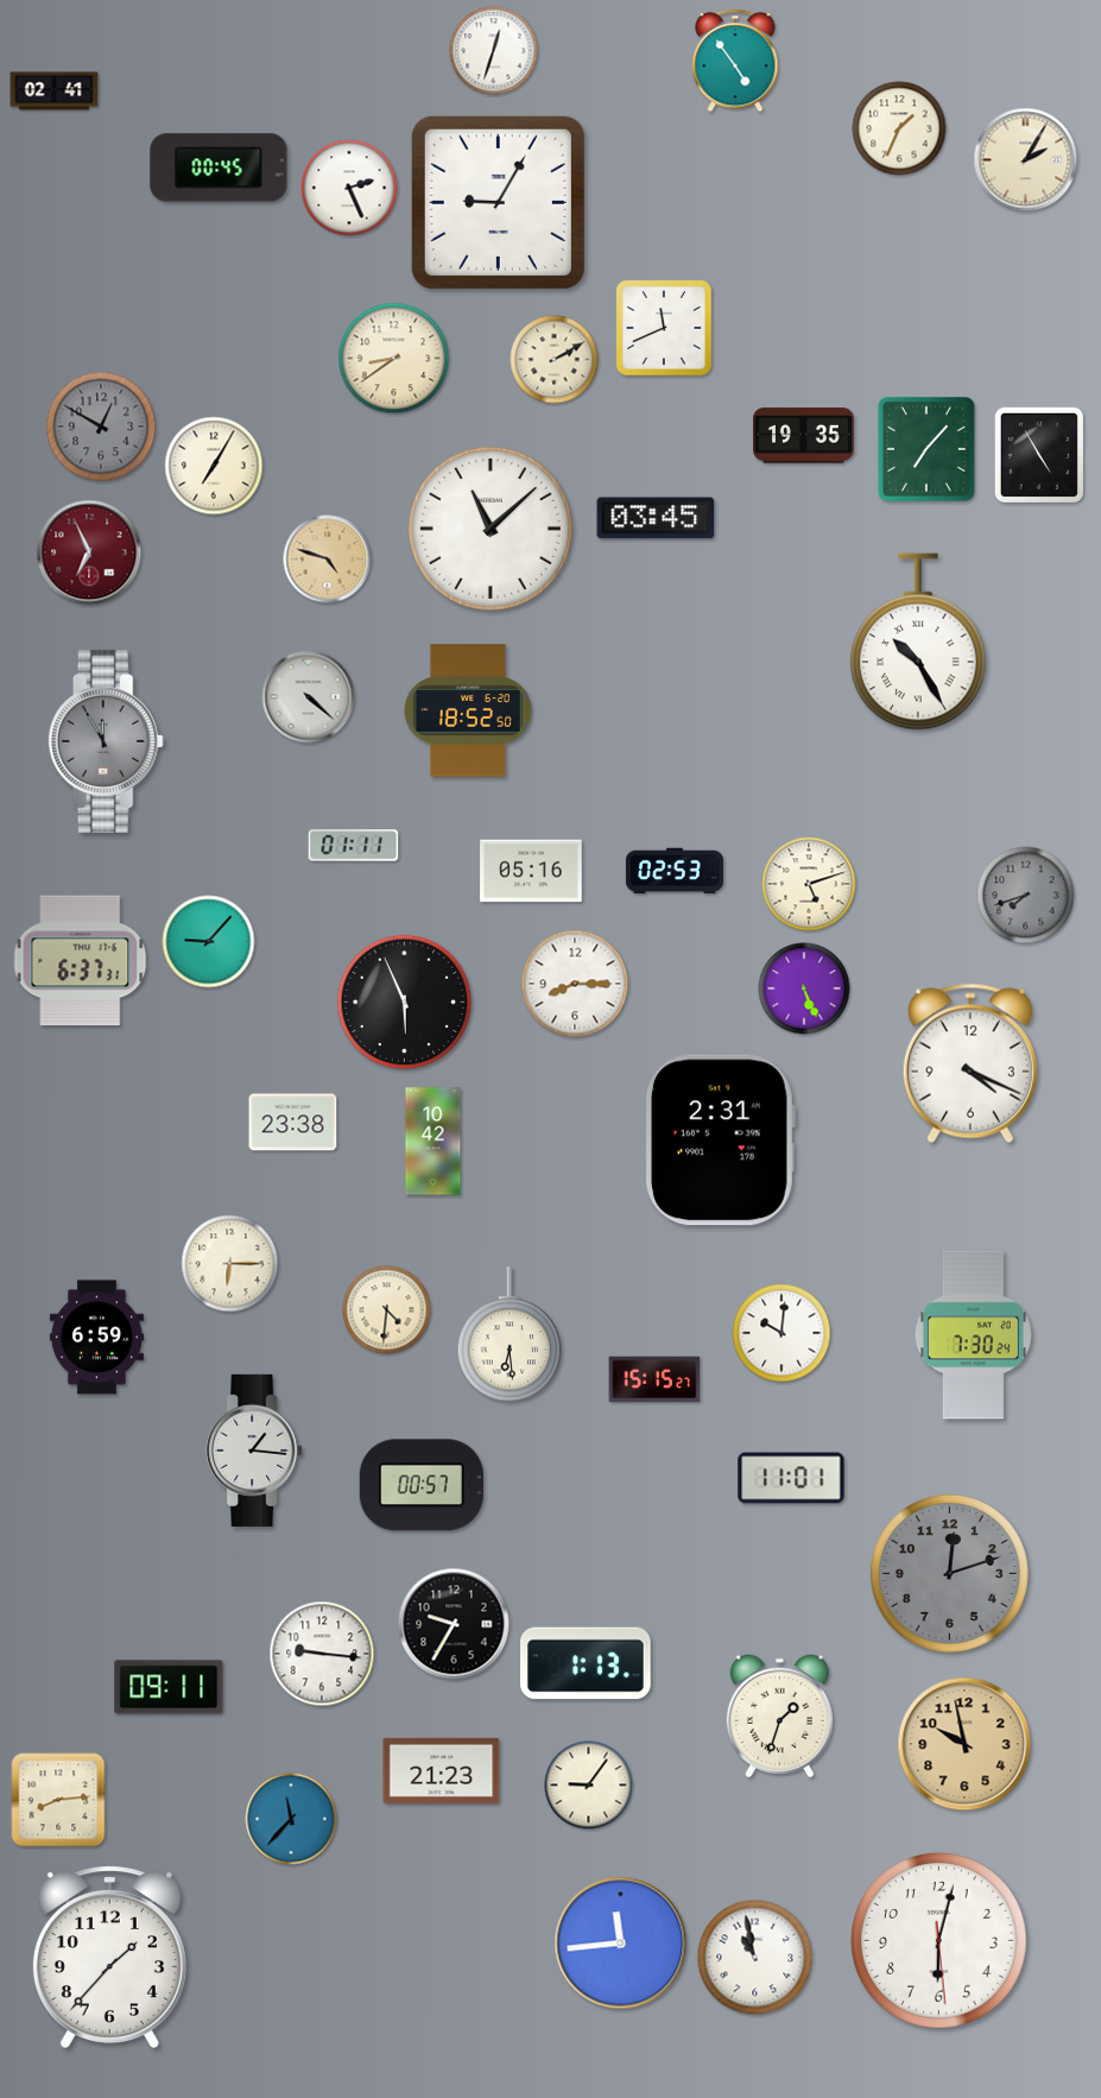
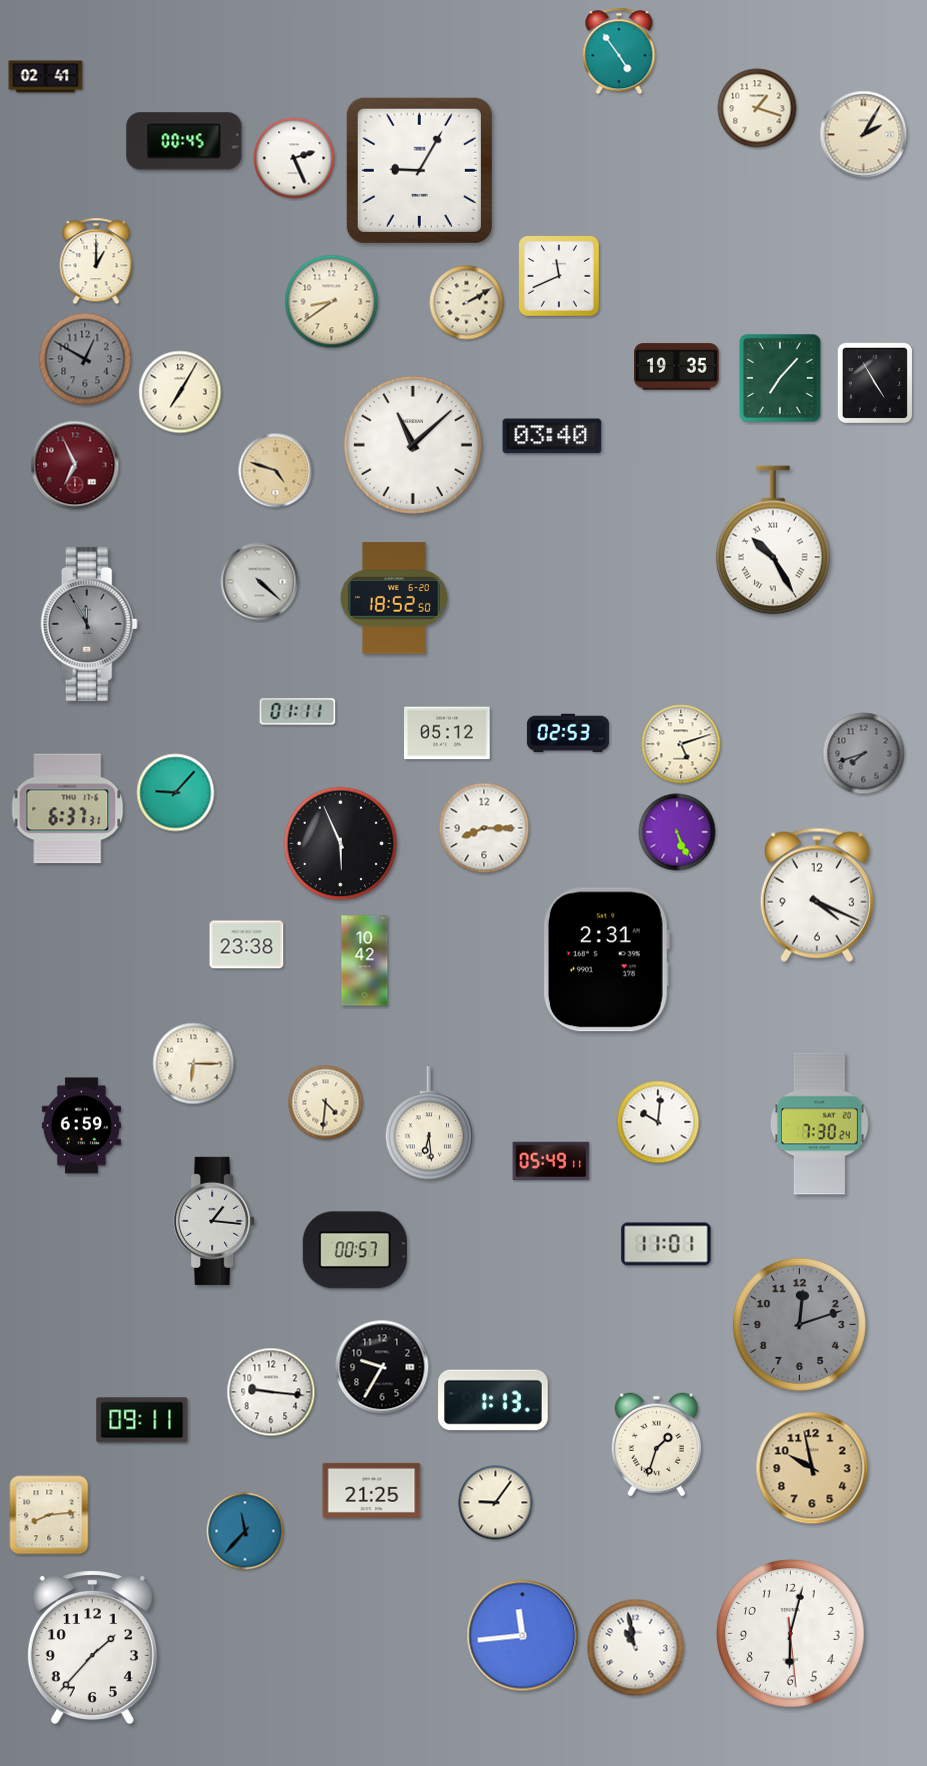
clock at (494, 51): 12:33 -> none
clock at (899, 128): 1:34 -> 1:18
clock at (96, 261): none -> 1:00
clock at (656, 518): 03:45 -> 03:40
clock at (309, 697) position: (309, 697) -> (260, 582)
clock at (531, 871): 05:16 -> 05:12
clock at (654, 1379): 15:15 -> 05:49
clock at (442, 1770): 21:23 -> 21:25
